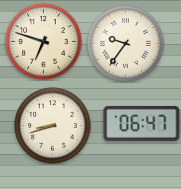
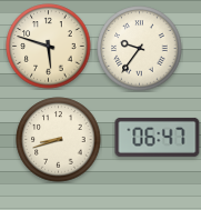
clock at (44, 42): 6:48 -> 5:48
